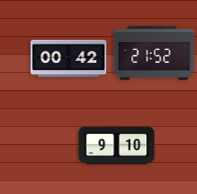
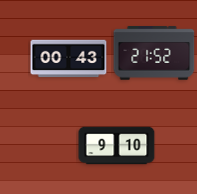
clock at (69, 59): 00:42 -> 00:43
